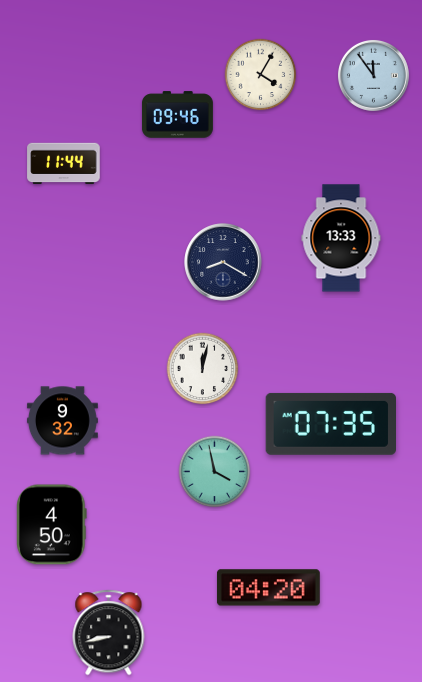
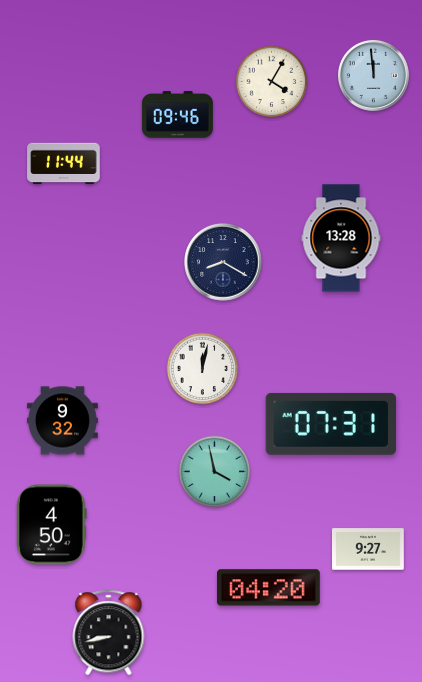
clock at (261, 75) position: (261, 75) -> (272, 82)
clock at (373, 75): 11:54 -> 11:59
clock at (341, 238): 13:33 -> 13:28
clock at (330, 424): 07:35 -> 07:31
clock at (369, 549): none -> 9:27
